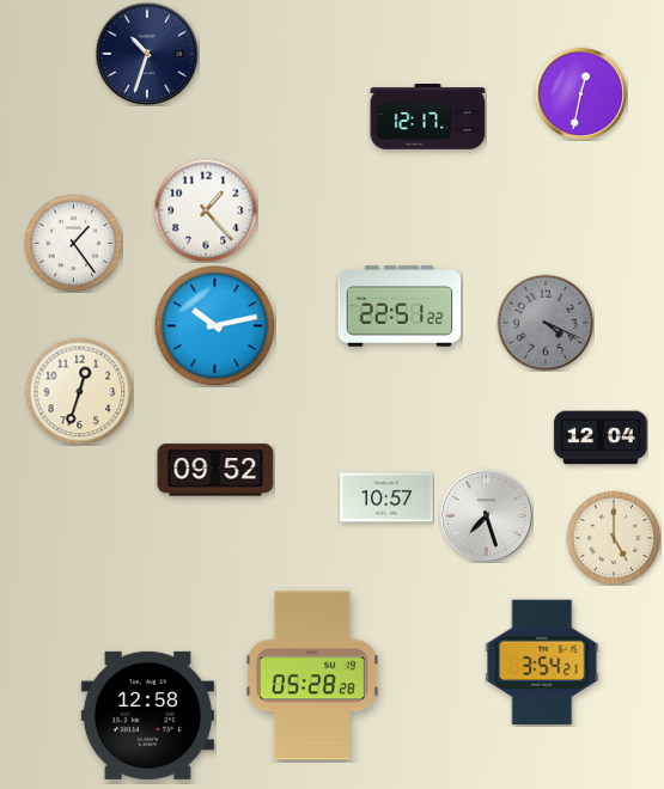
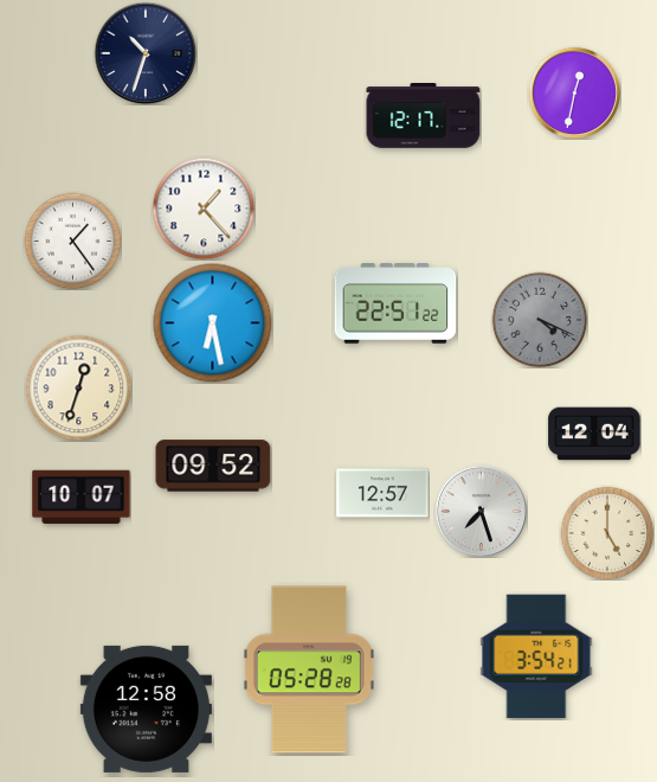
clock at (215, 326): 10:13 -> 6:28
clock at (386, 497): 10:57 -> 12:57
clock at (82, 498): none -> 10:07
